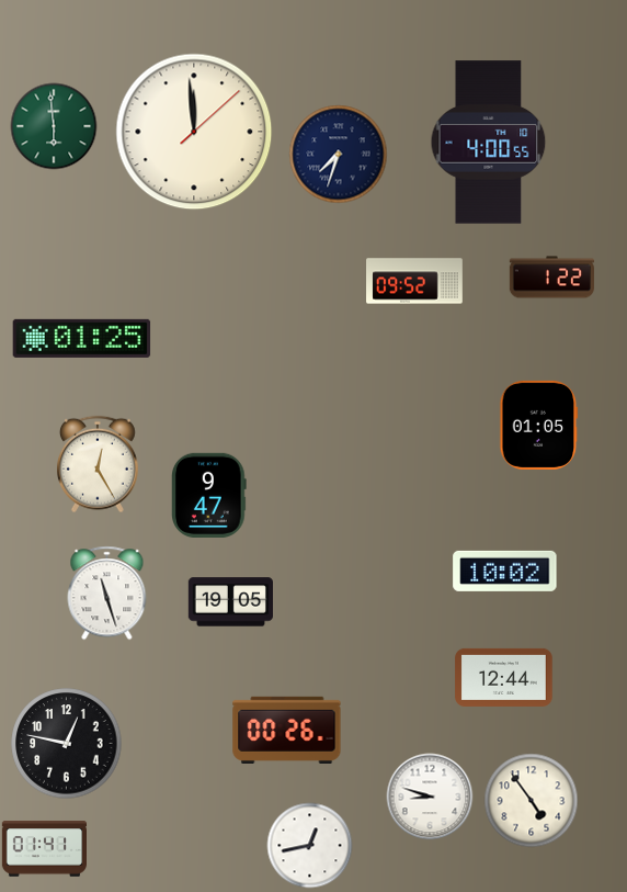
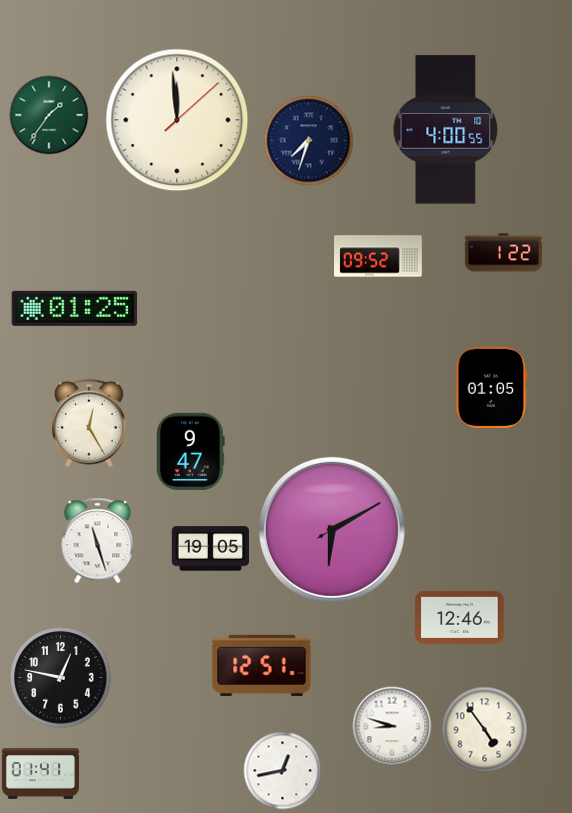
clock at (54, 126): 5:59 -> 1:36
clock at (505, 571): 10:02 -> none
clock at (332, 530): none -> 6:10
clock at (504, 677): 12:44 -> 12:46
clock at (287, 730): 00:26 -> 12:51
